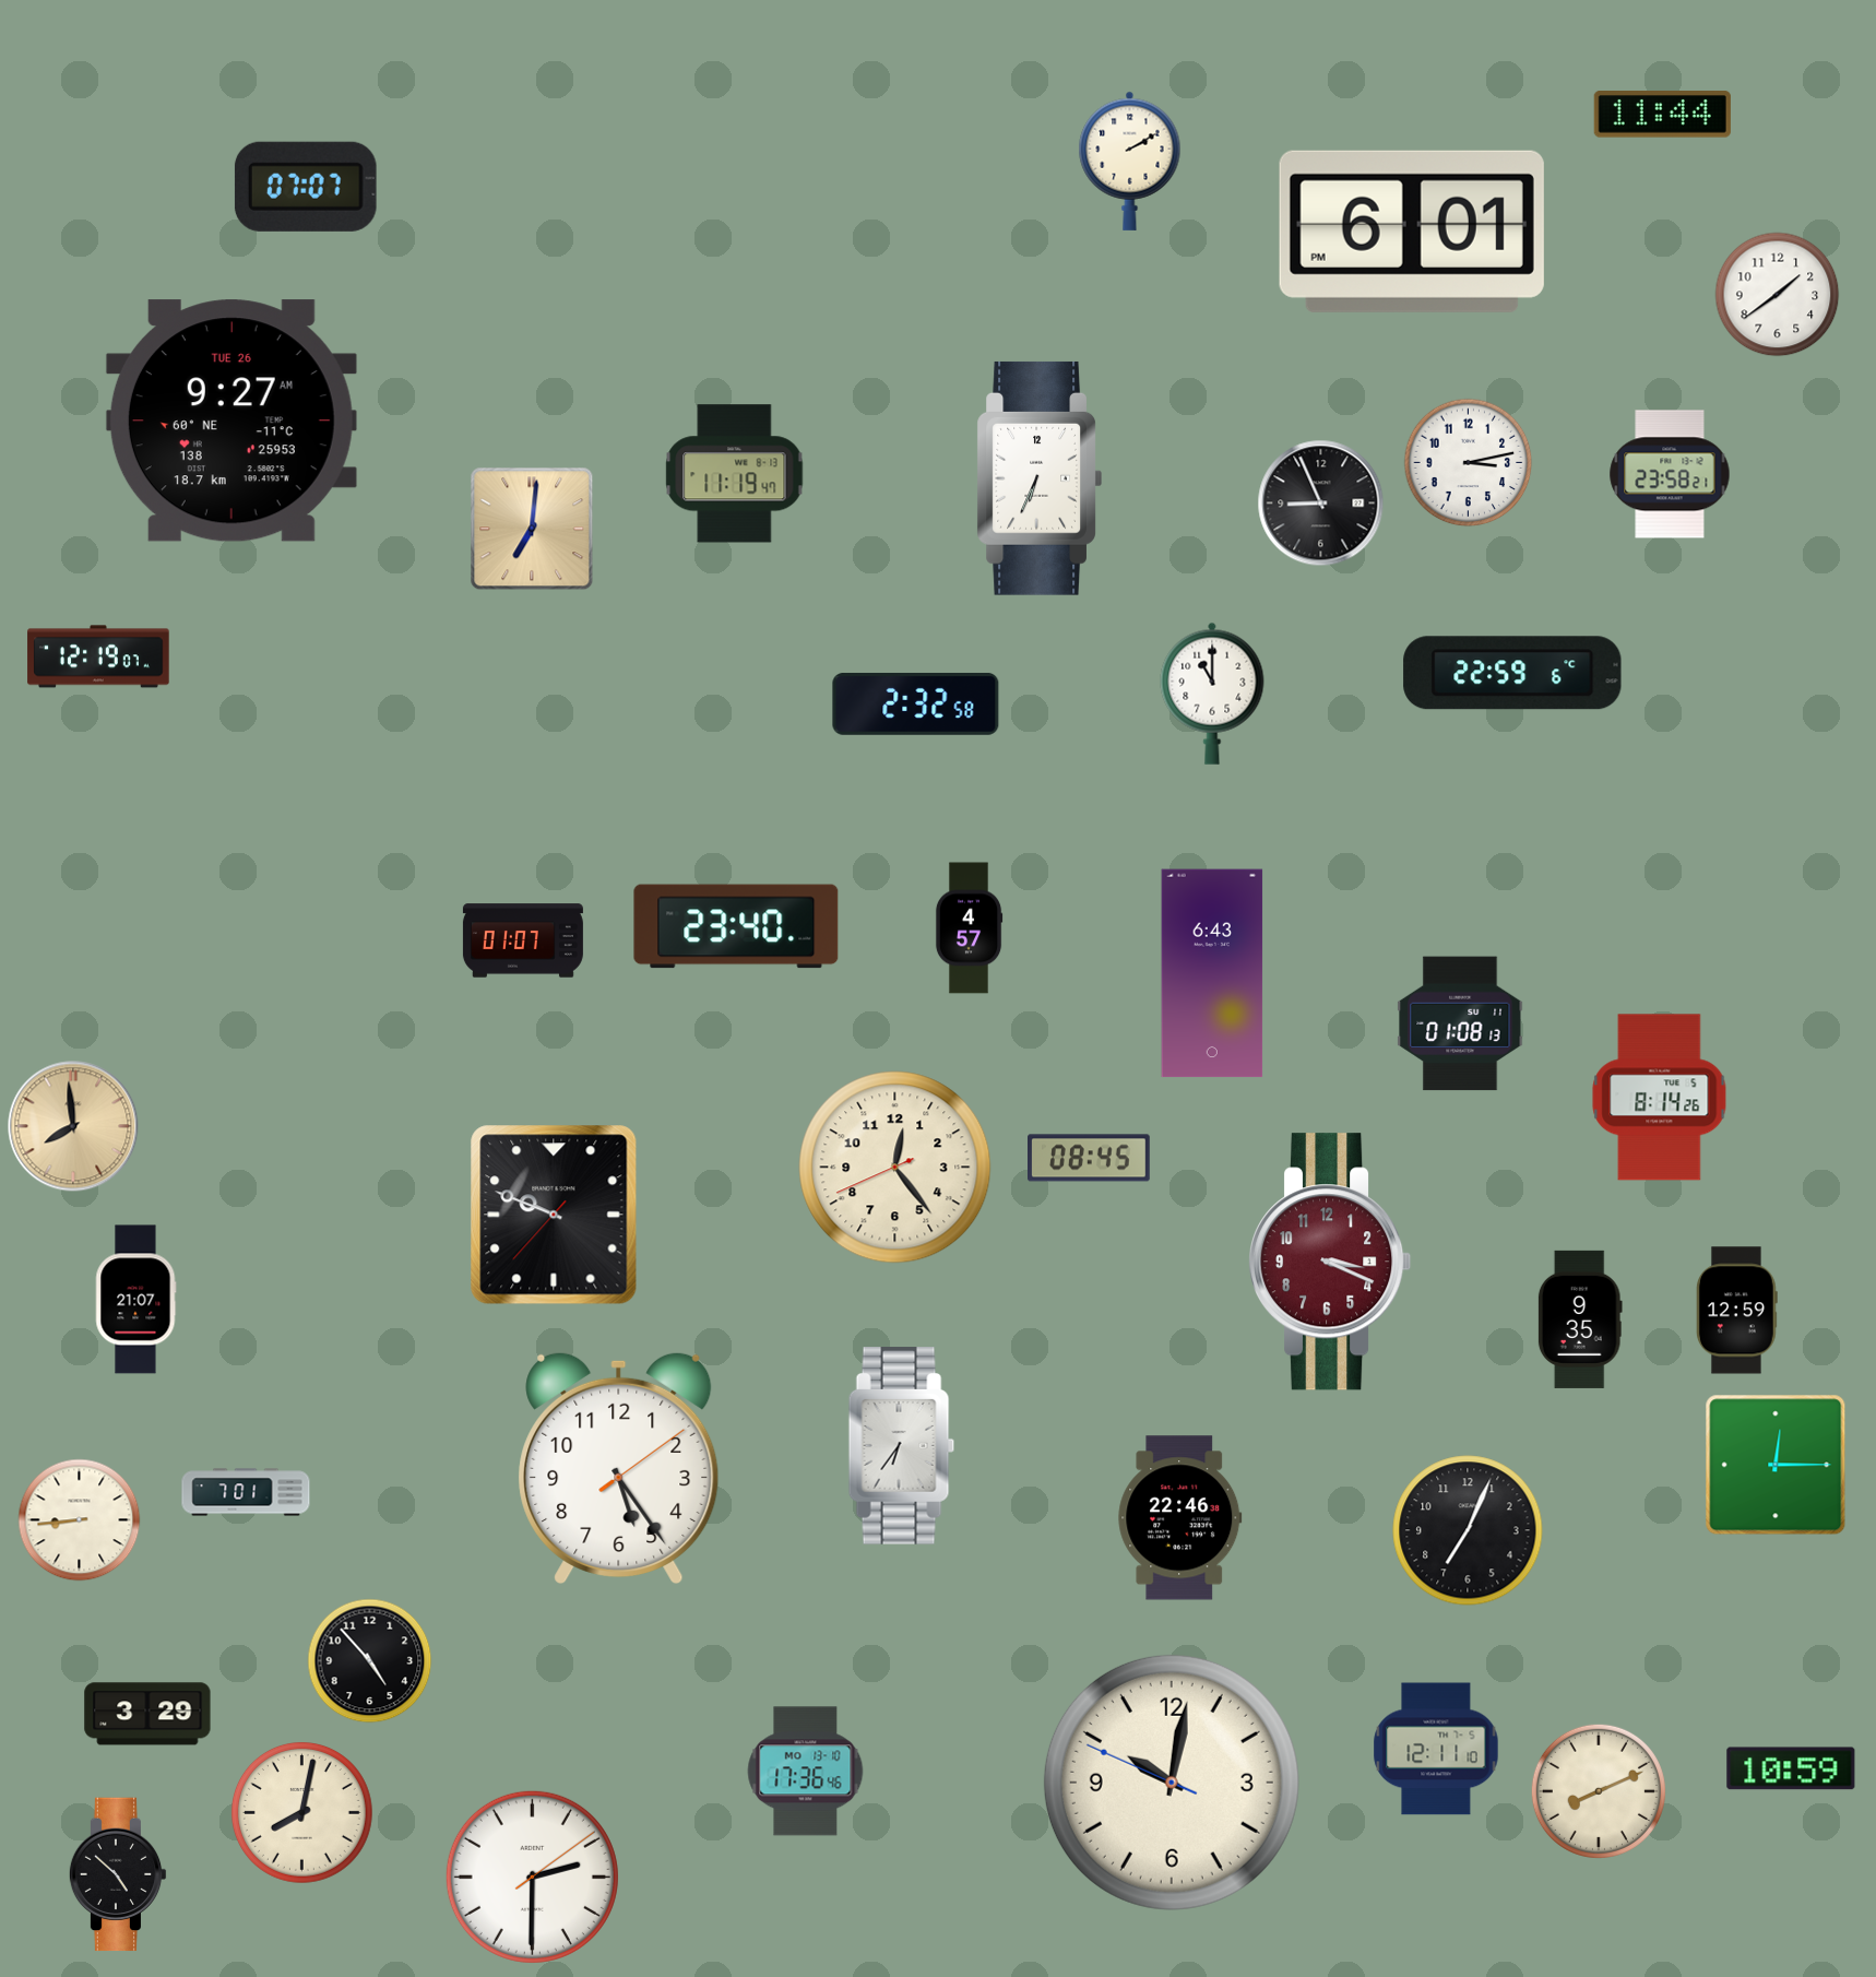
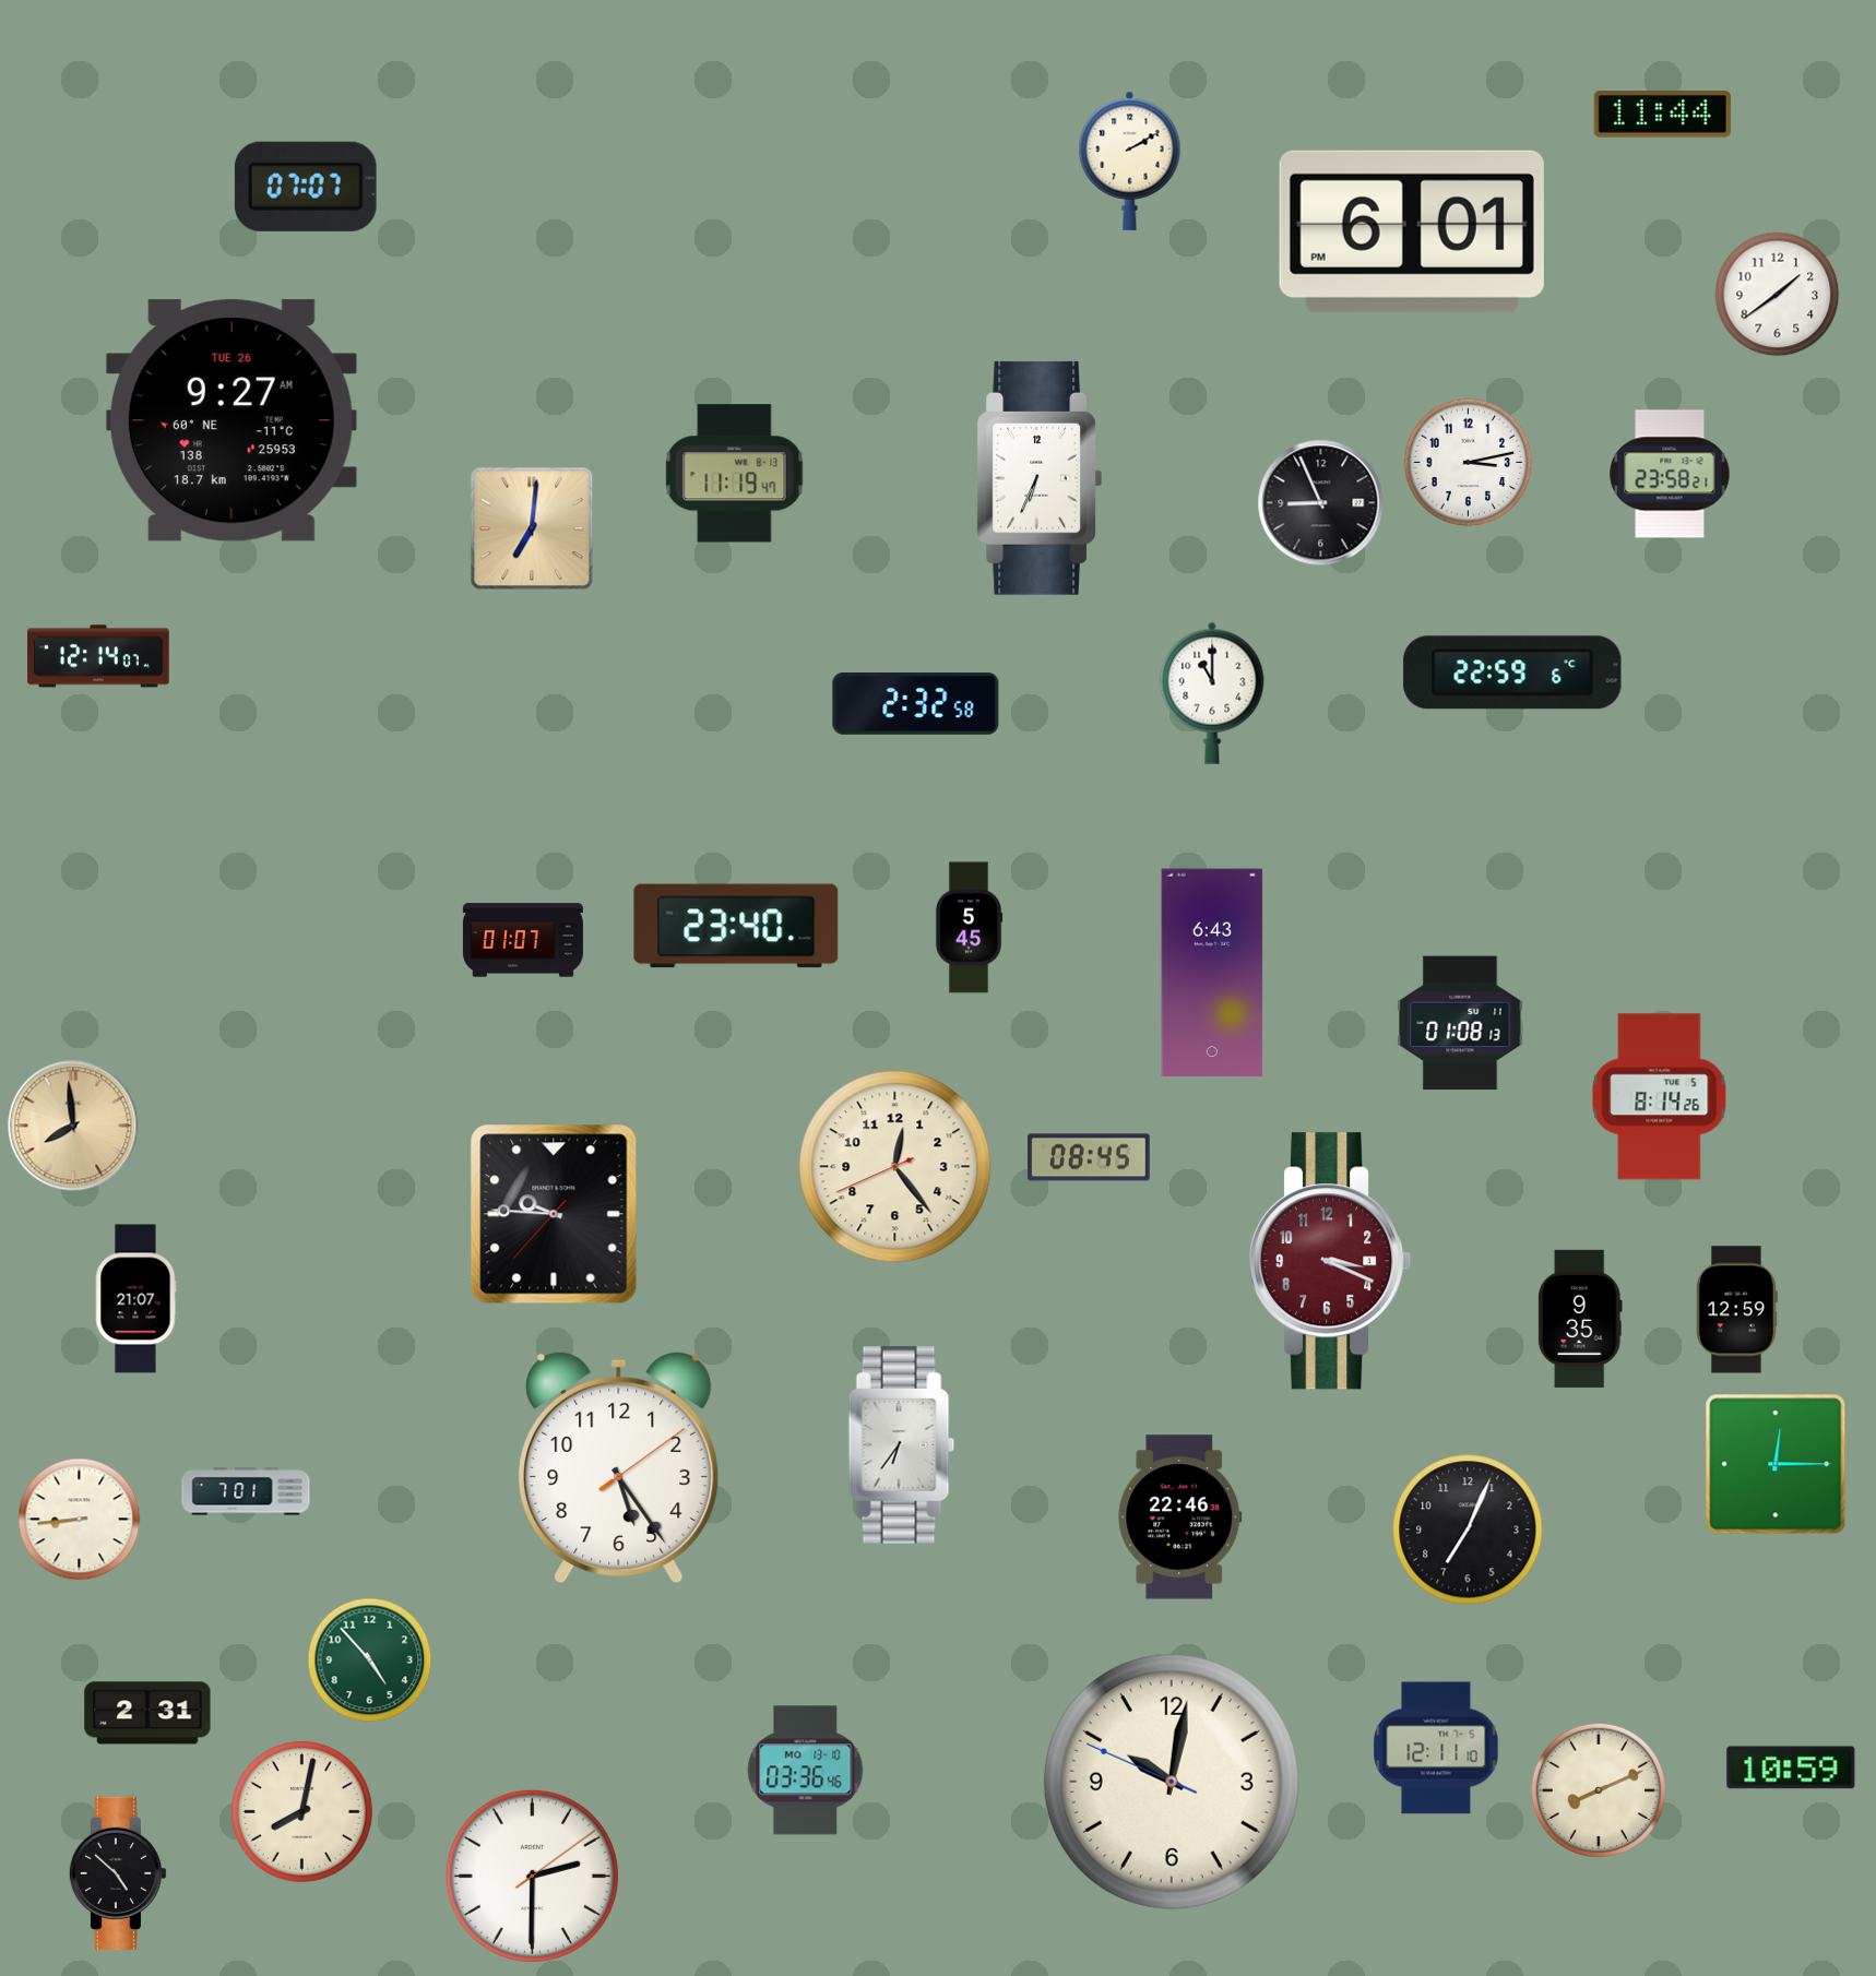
clock at (98, 656): 12:19 -> 12:14
clock at (969, 928): 4:57 -> 5:45
clock at (554, 1215): 9:48 -> 9:45
clock at (370, 1661) dial: black -> green
clock at (147, 1714): 3:29 -> 2:31
clock at (806, 1772): 17:36 -> 03:36
